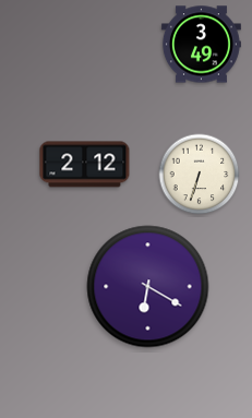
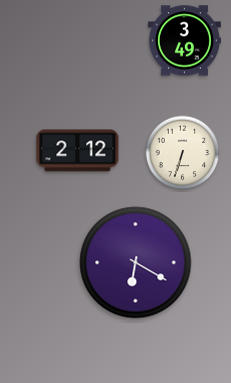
clock at (200, 175) position: (200, 175) -> (183, 153)
